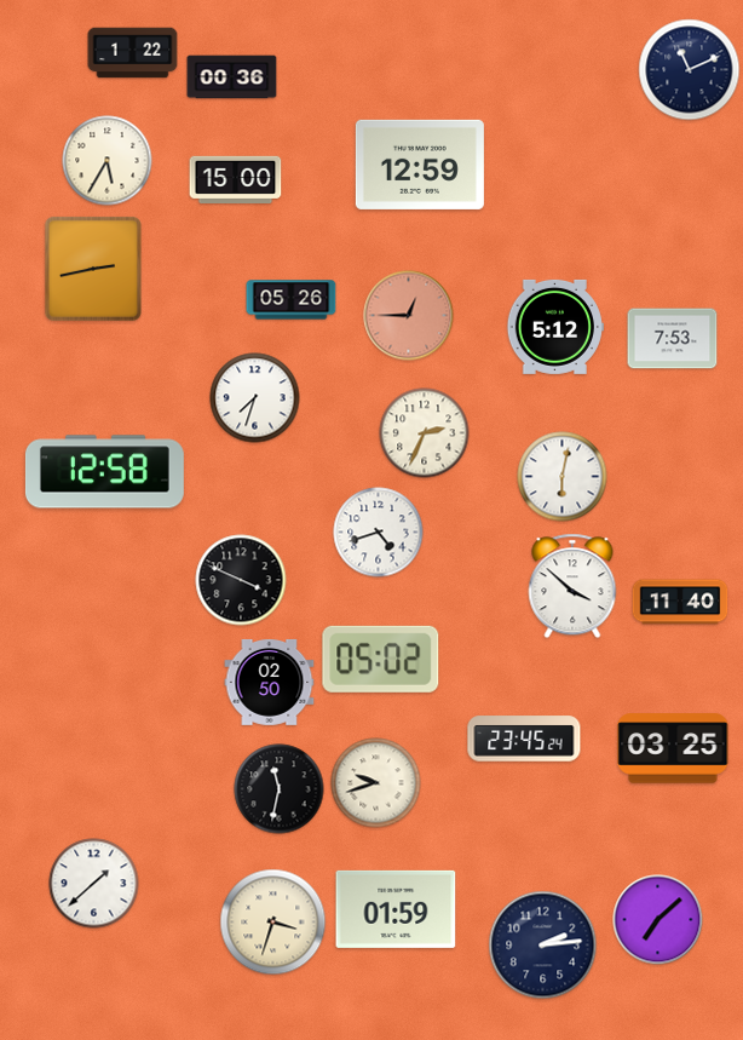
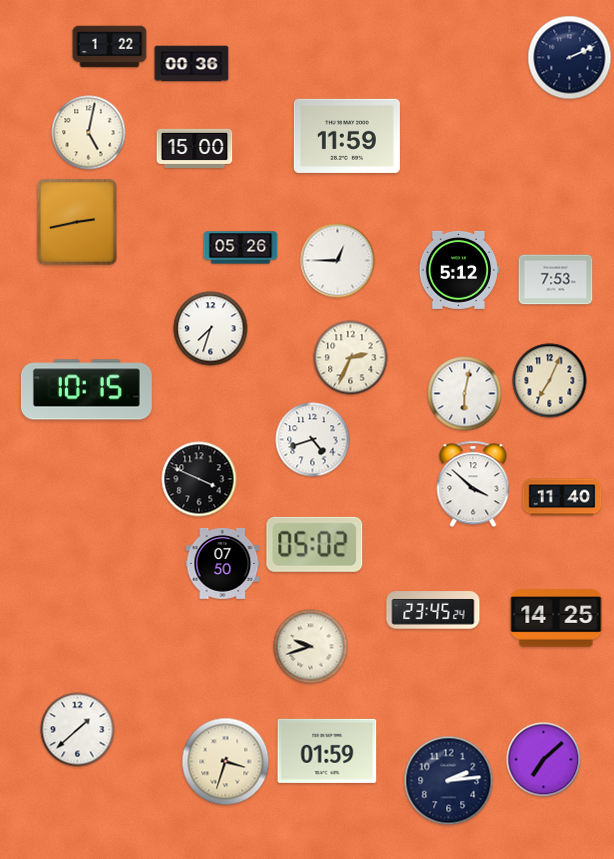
clock at (133, 53) position: (133, 53) -> (110, 47)
clock at (690, 70): 11:11 -> 2:11
clock at (108, 161): 5:35 -> 5:02
clock at (420, 165): 12:59 -> 11:59
clock at (409, 316) dial: salmon -> white
clock at (550, 381): none -> 7:04
clock at (104, 472): 12:58 -> 10:15
clock at (270, 682): 02:50 -> 07:50
clock at (673, 748): 03:25 -> 14:25
clock at (280, 789): 11:32 -> none
